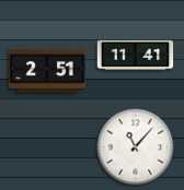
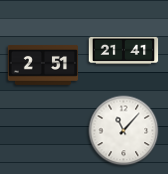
clock at (136, 55): 11:41 -> 21:41
clock at (136, 147) position: (136, 147) -> (124, 131)
